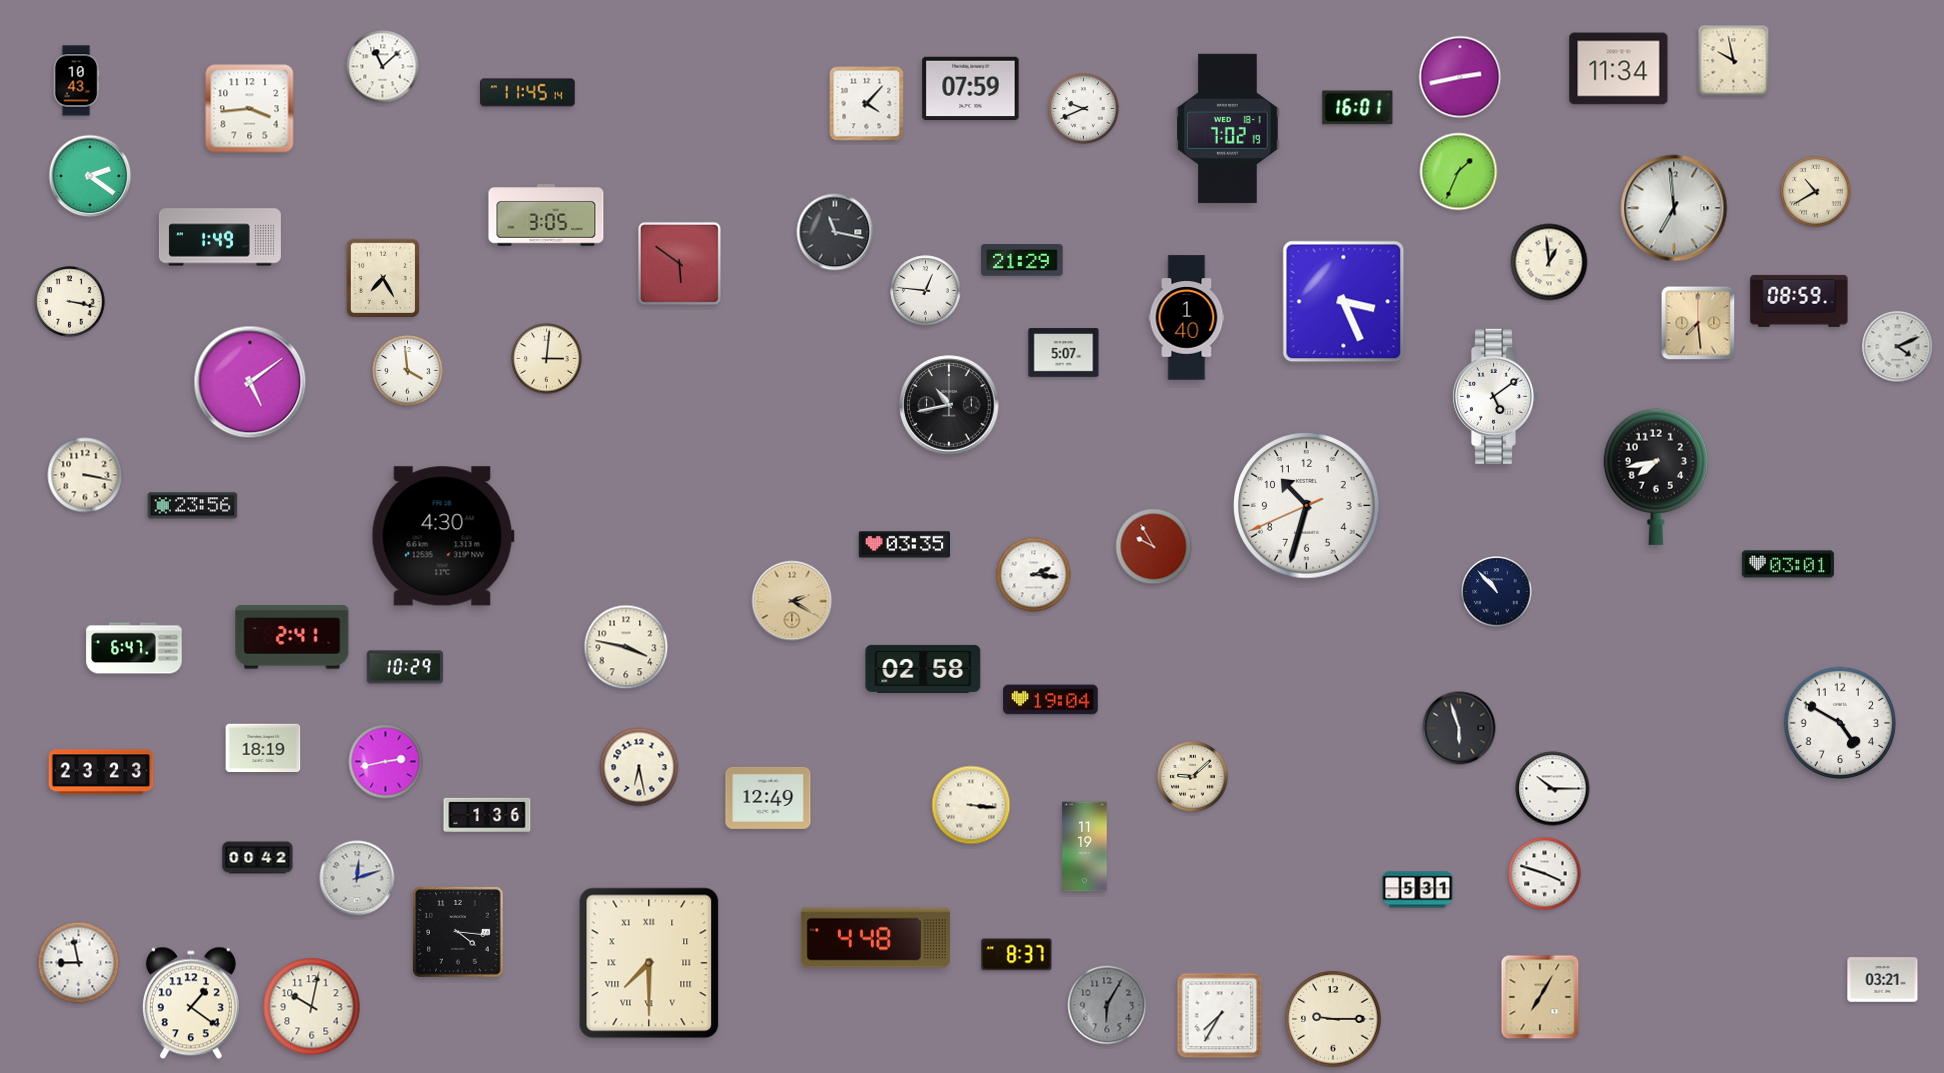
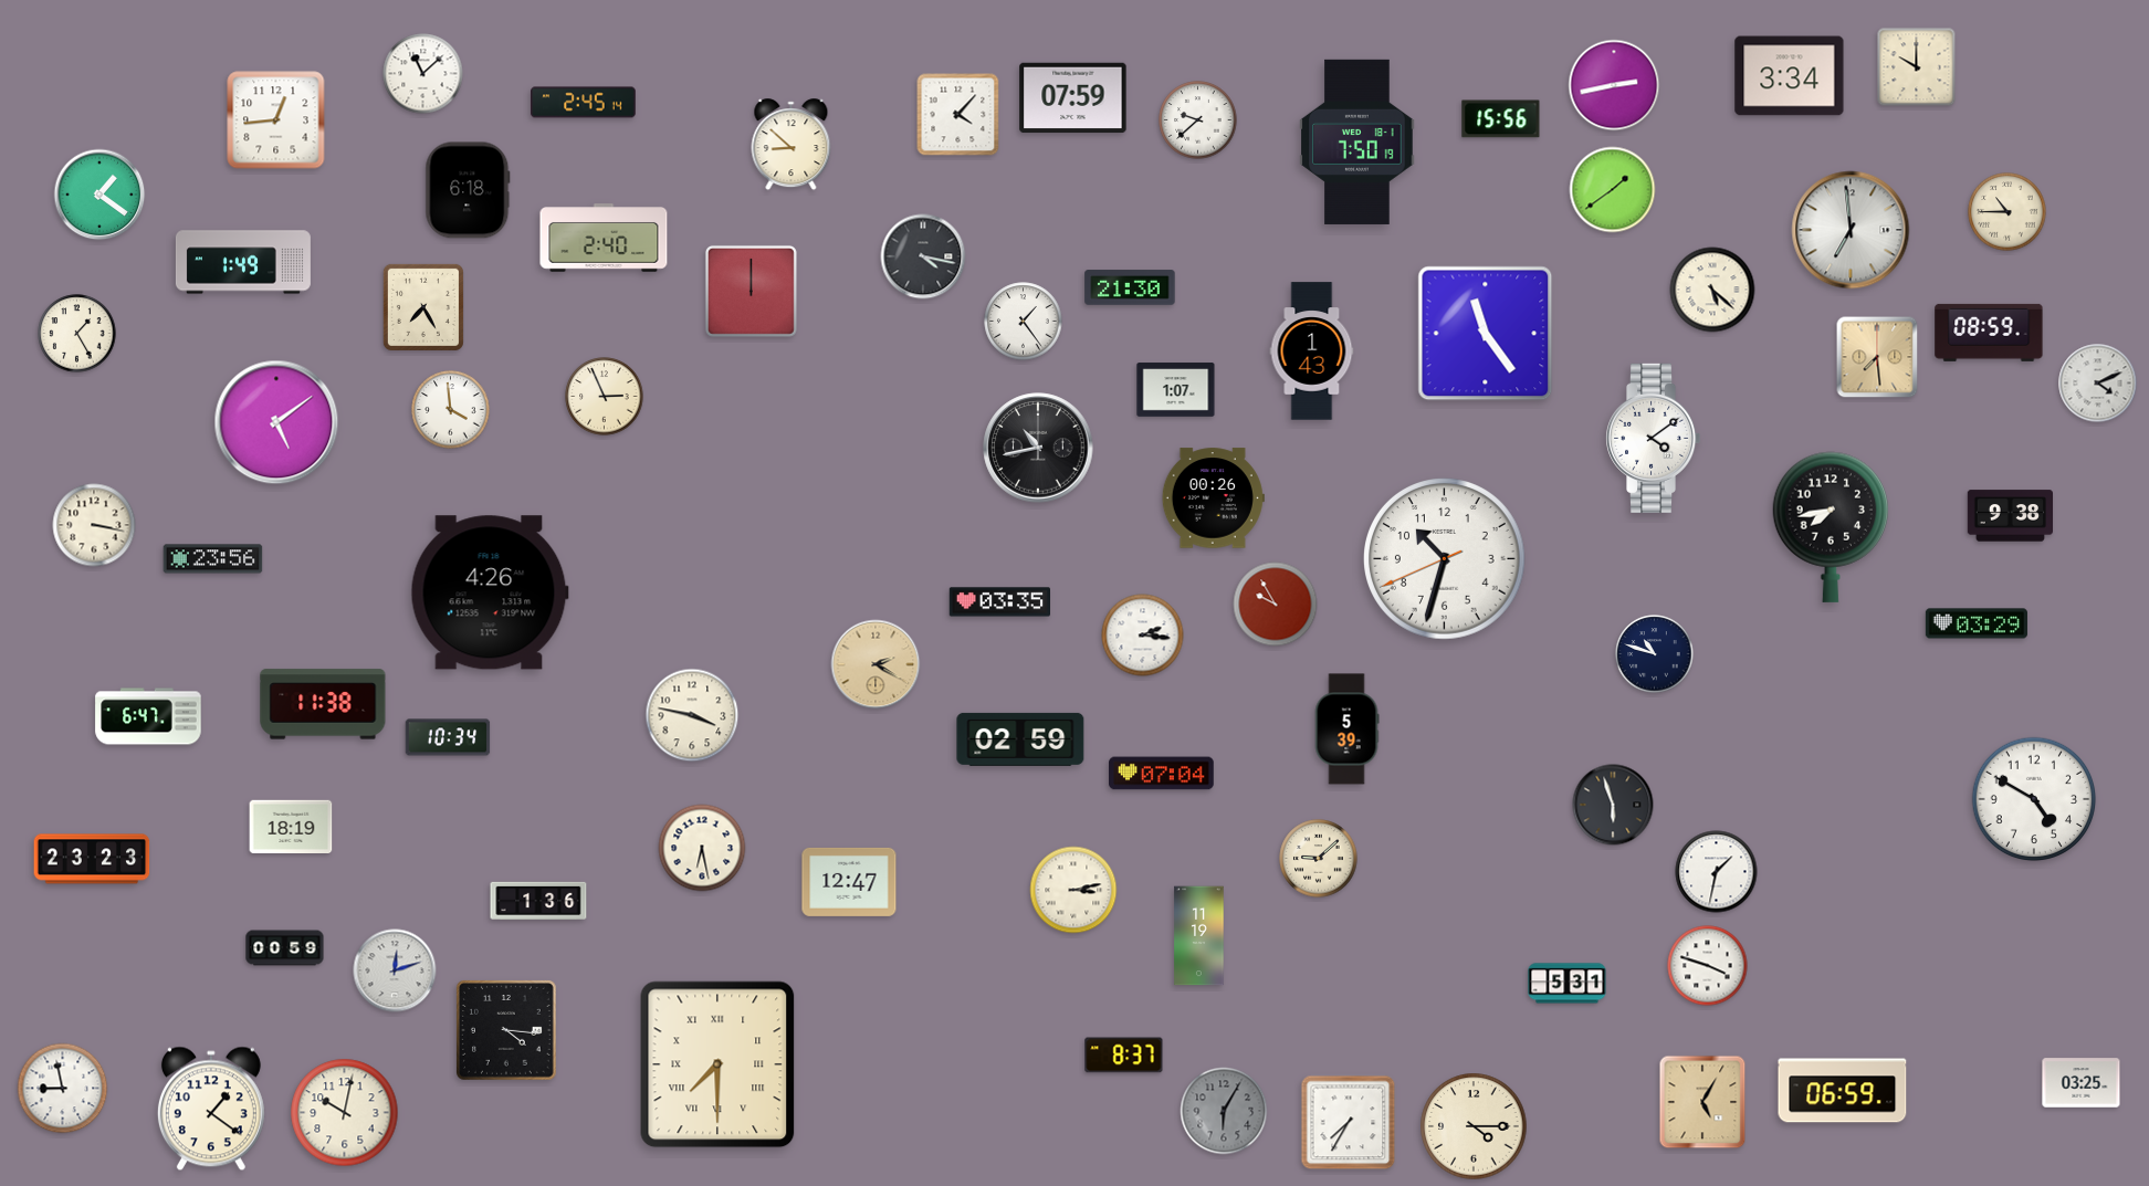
clock at (1734, 61): 9:58 -> 10:00
clock at (1619, 69): 11:34 -> 3:34
clock at (76, 81): 10:43 -> none
clock at (528, 93): 11:45 -> 2:45
clock at (1358, 108): 16:01 -> 15:56
clock at (250, 109): 3:44 -> 12:44
clock at (1084, 109): 9:41 -> 9:38
clock at (1228, 128): 7:02 -> 7:50
clock at (792, 145): none -> 8:52
clock at (468, 190): none -> 6:18
clock at (1459, 172): 1:34 -> 1:39
clock at (90, 176): 2:21 -> 1:21
clock at (1816, 192): 10:40 -> 10:45
clock at (546, 215): 3:05 -> 2:40
clock at (835, 232): 11:17 -> 4:17
clock at (1022, 260): 21:29 -> 21:30
clock at (1549, 262): 12:59 -> 5:22
clock at (679, 263): 5:51 -> 12:00
clock at (926, 291): 12:46 -> 1:24
clock at (70, 302): 3:17 -> 1:25
clock at (1344, 302): 3:26 -> 11:24
clock at (1187, 318): 1:40 -> 1:43
clock at (1064, 353): 5:07 -> 1:07
clock at (547, 359): 3:01 -> 2:56
clock at (1496, 396): 5:09 -> 4:09
clock at (949, 405) position: (949, 405) -> (1038, 448)
clock at (1213, 498): none -> 00:26
clock at (2010, 516): none -> 9:38
clock at (443, 536): 4:30 -> 4:26
clock at (1788, 564): 03:01 -> 03:29
clock at (1497, 592): 10:53 -> 10:48
clock at (292, 637): 2:41 -> 11:38
clock at (1346, 730): none -> 5:39
clock at (405, 667): 10:29 -> 10:34
clock at (923, 669): 02:58 -> 02:59
clock at (1051, 700): 19:04 -> 07:04
clock at (386, 762): 2:43 -> none
clock at (639, 767) position: (639, 767) -> (702, 848)
clock at (101, 772) position: (101, 772) -> (92, 859)
clock at (1553, 789): 10:15 -> 1:32
clock at (768, 798): 12:49 -> 12:47
clock at (971, 805): 3:16 -> 3:13
clock at (258, 858): 00:42 -> 00:59
clock at (875, 938): 4:48 -> none
clock at (79, 963) position: (79, 963) -> (63, 1089)
clock at (1883, 980): 03:21 -> 03:25
clock at (1843, 1091): none -> 06:59
clock at (1540, 997): 7:05 -> 5:05
clock at (1333, 1019): 9:15 -> 4:15
